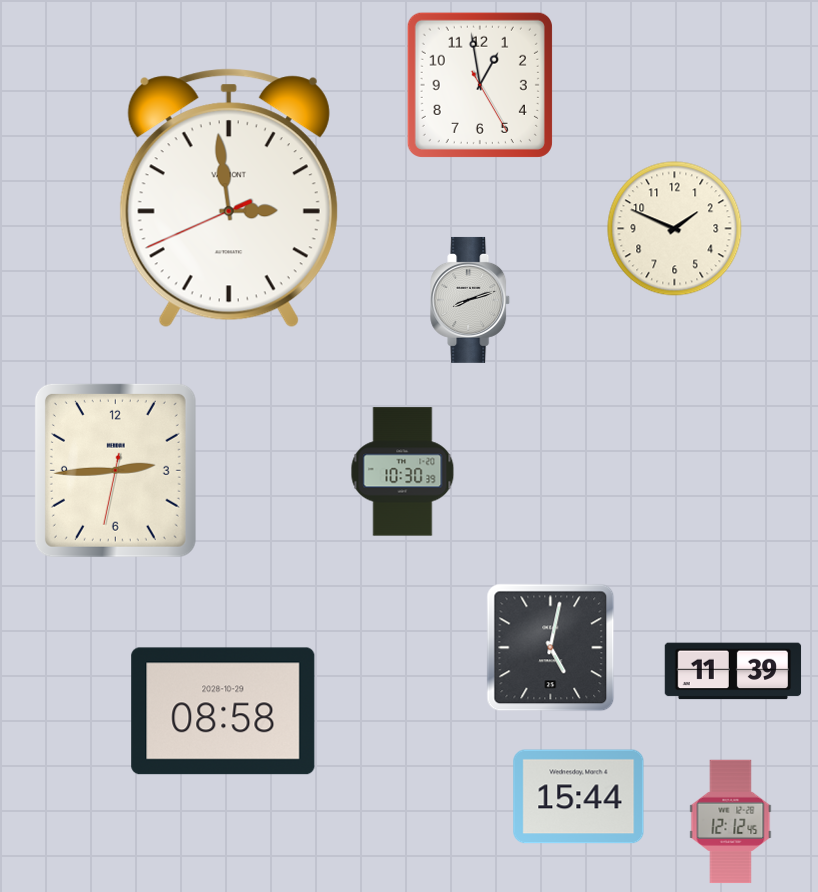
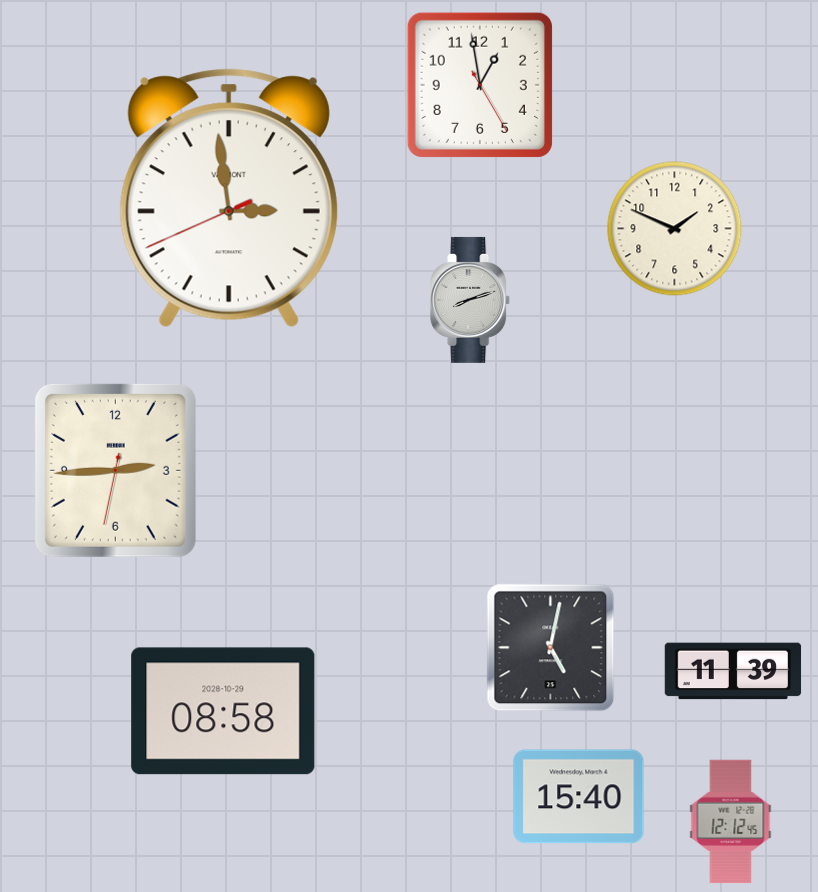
clock at (403, 472): 10:30 -> none
clock at (579, 797): 15:44 -> 15:40
